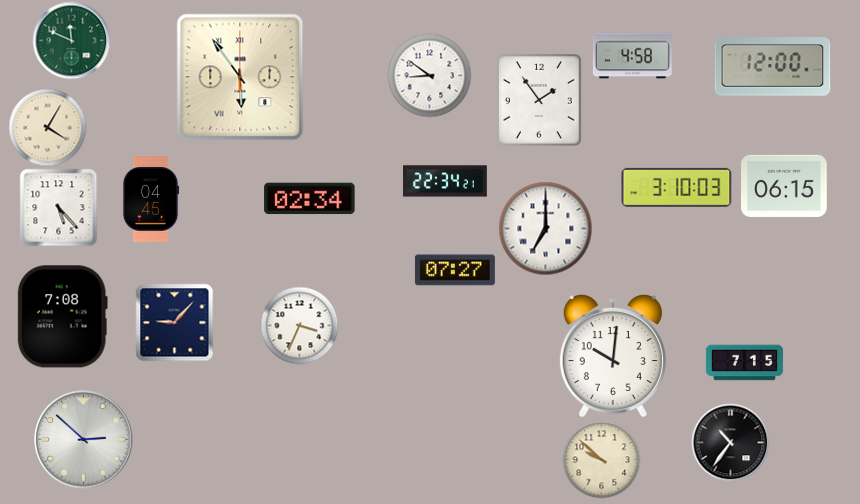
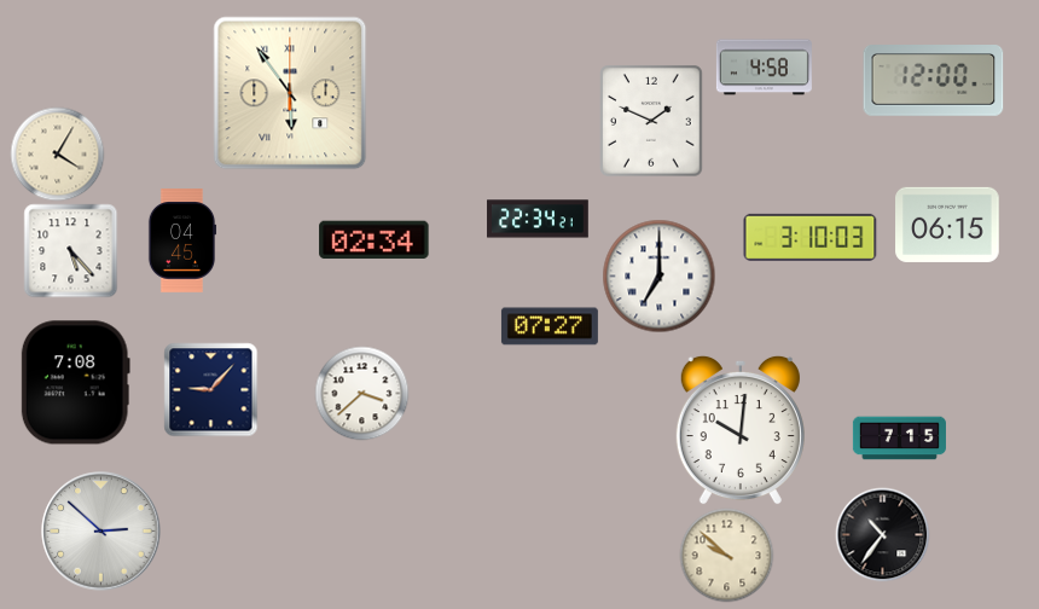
clock at (71, 40): 11:49 -> none
clock at (429, 75): 8:51 -> none
clock at (540, 101): 1:54 -> 1:49
clock at (677, 187) position: (677, 187) -> (811, 237)
clock at (299, 325): 3:34 -> 3:38
